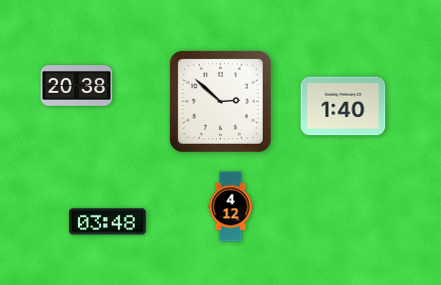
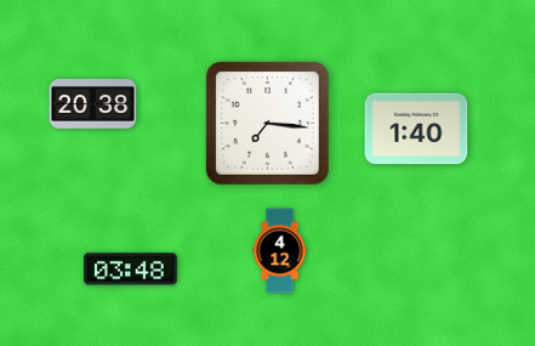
clock at (220, 101): 2:52 -> 7:16
